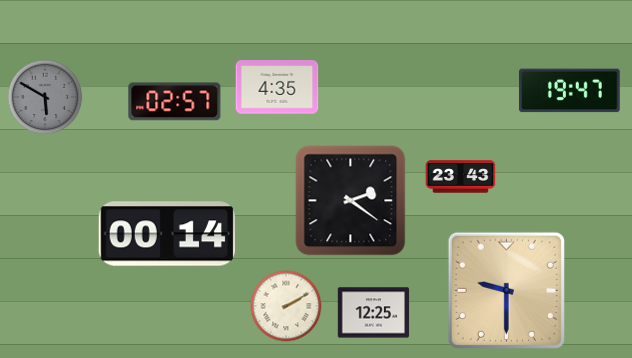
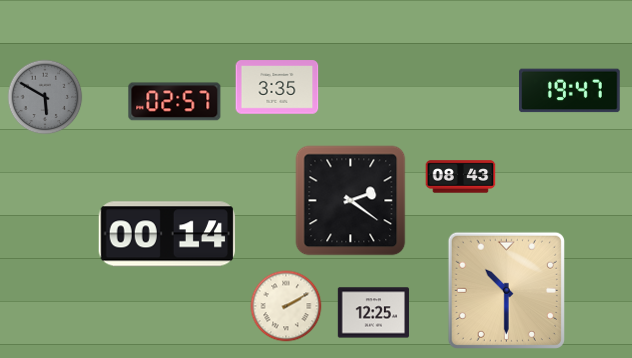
clock at (277, 87): 4:35 -> 3:35
clock at (461, 177): 23:43 -> 08:43
clock at (506, 290): 9:30 -> 10:30
